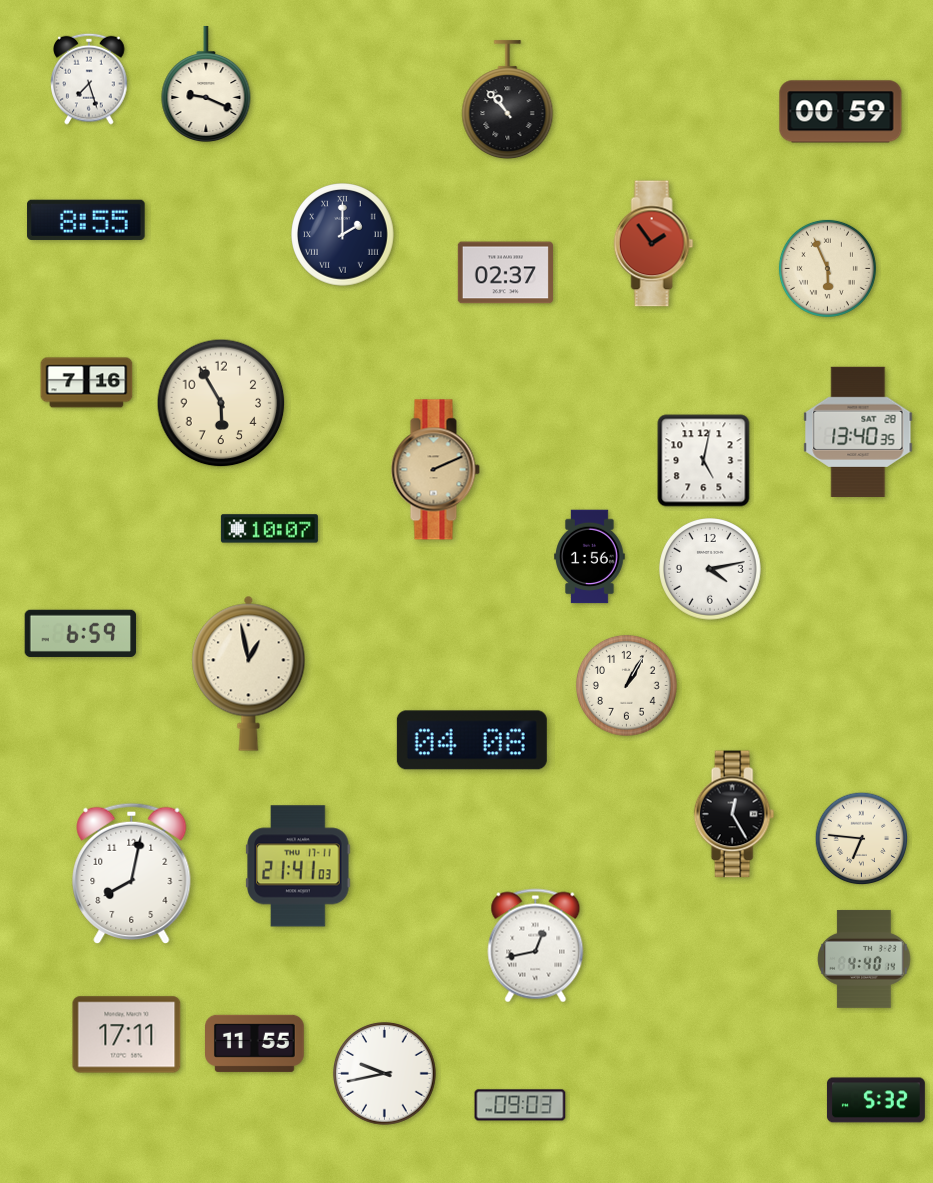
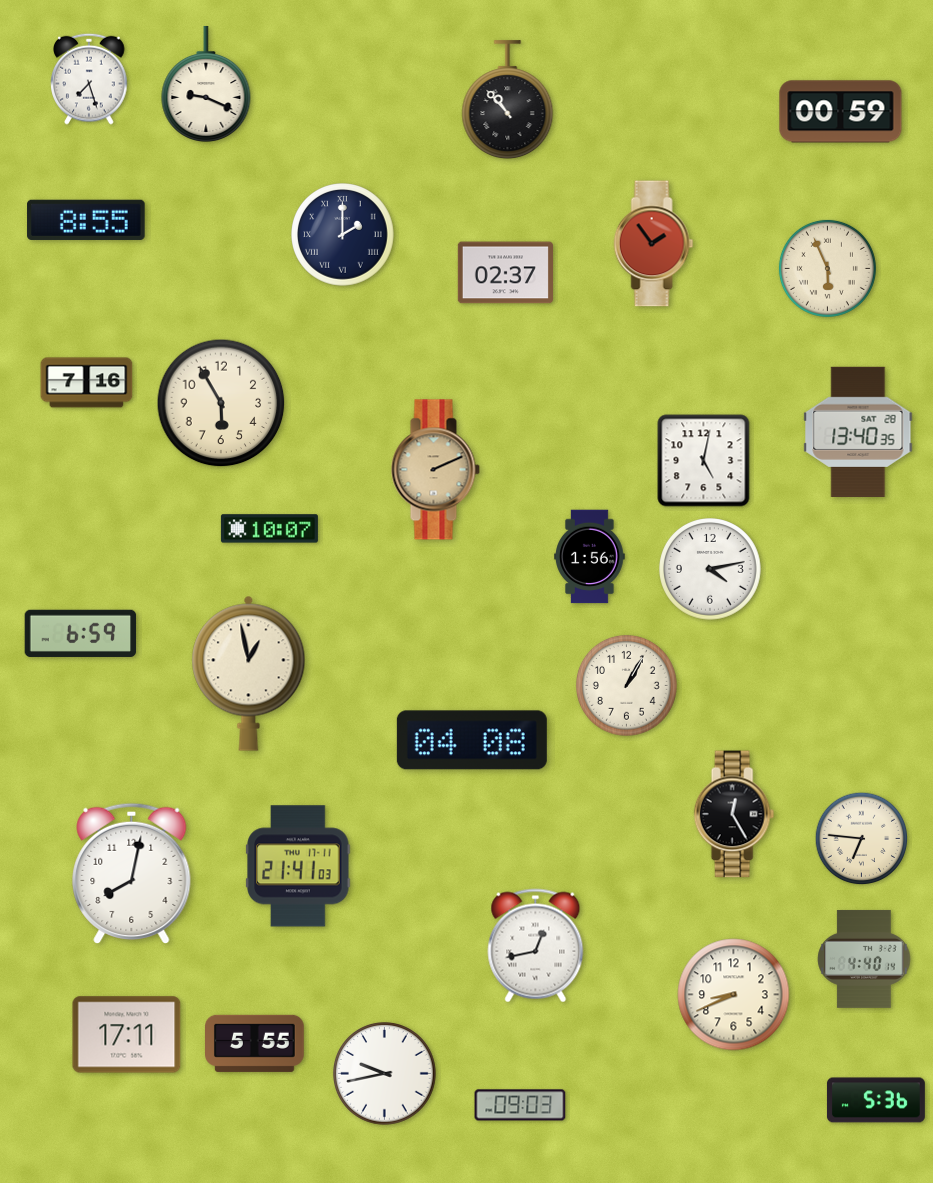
clock at (734, 995): none -> 8:41
clock at (255, 1043): 11:55 -> 5:55
clock at (876, 1100): 5:32 -> 5:36
